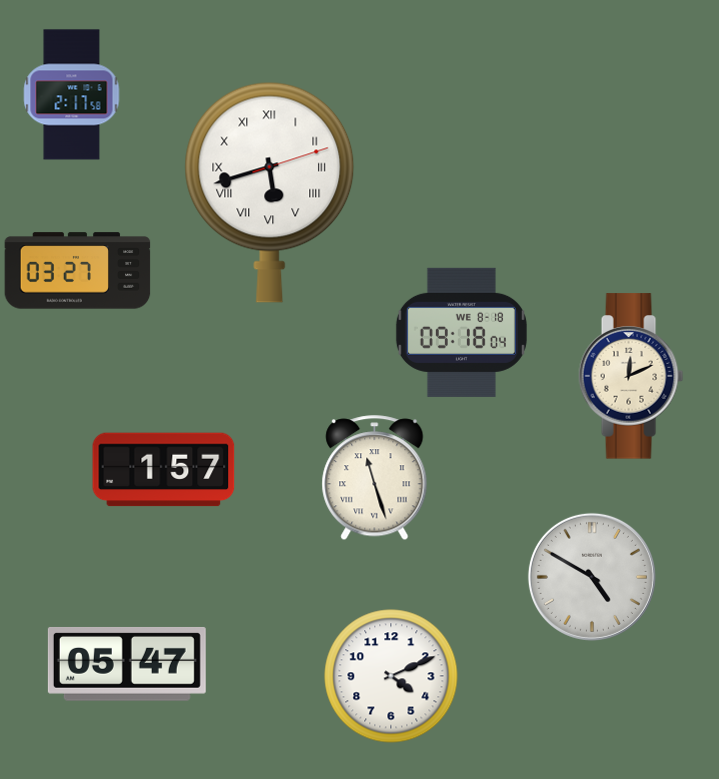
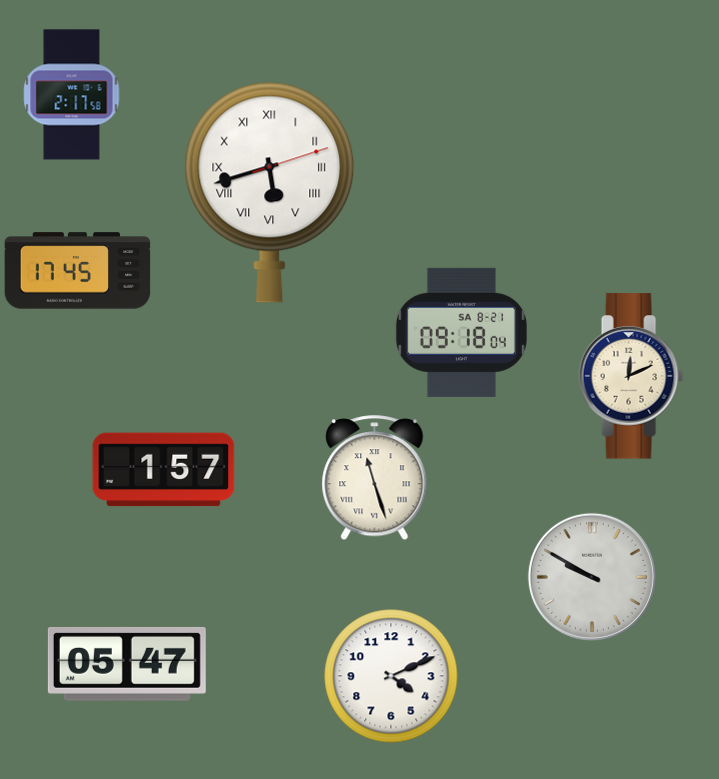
clock at (78, 271): 03:27 -> 17:45
clock at (461, 332) date: WE 8-18 -> SA 8-21
clock at (592, 577): 4:50 -> 9:50
